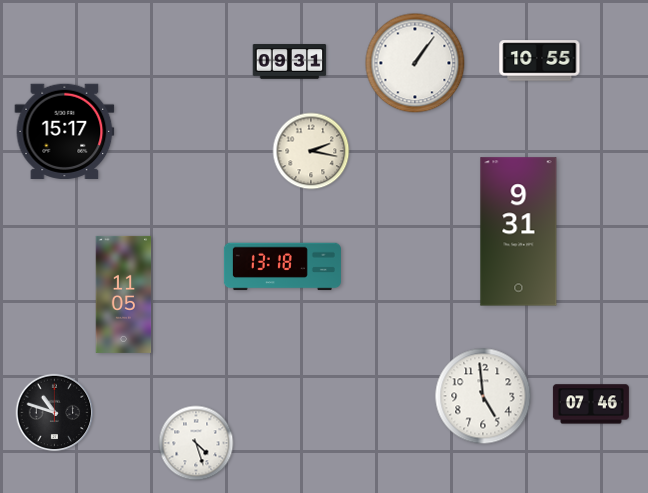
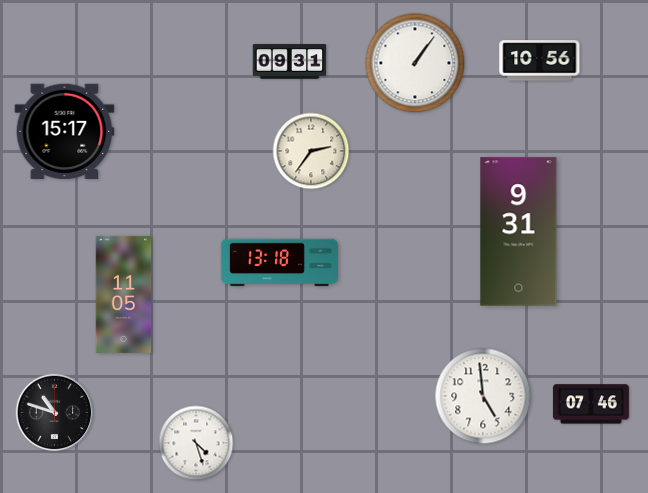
clock at (540, 61): 10:55 -> 10:56
clock at (311, 151): 2:17 -> 2:36
clock at (282, 267) position: (282, 267) -> (279, 263)
